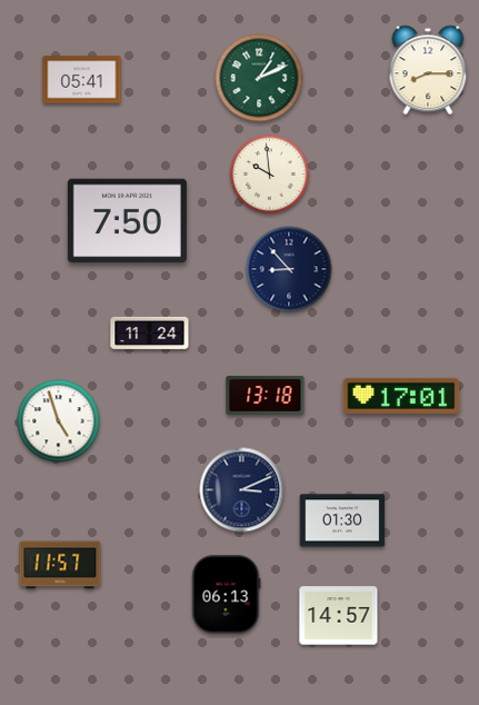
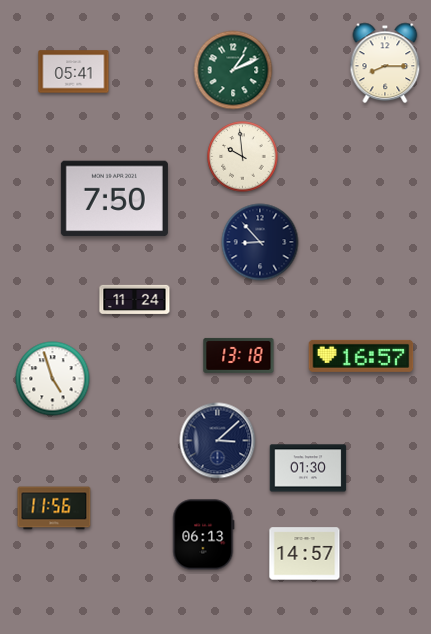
clock at (401, 396): 17:01 -> 16:57
clock at (242, 490): 3:11 -> 3:08
clock at (60, 565): 11:57 -> 11:56
